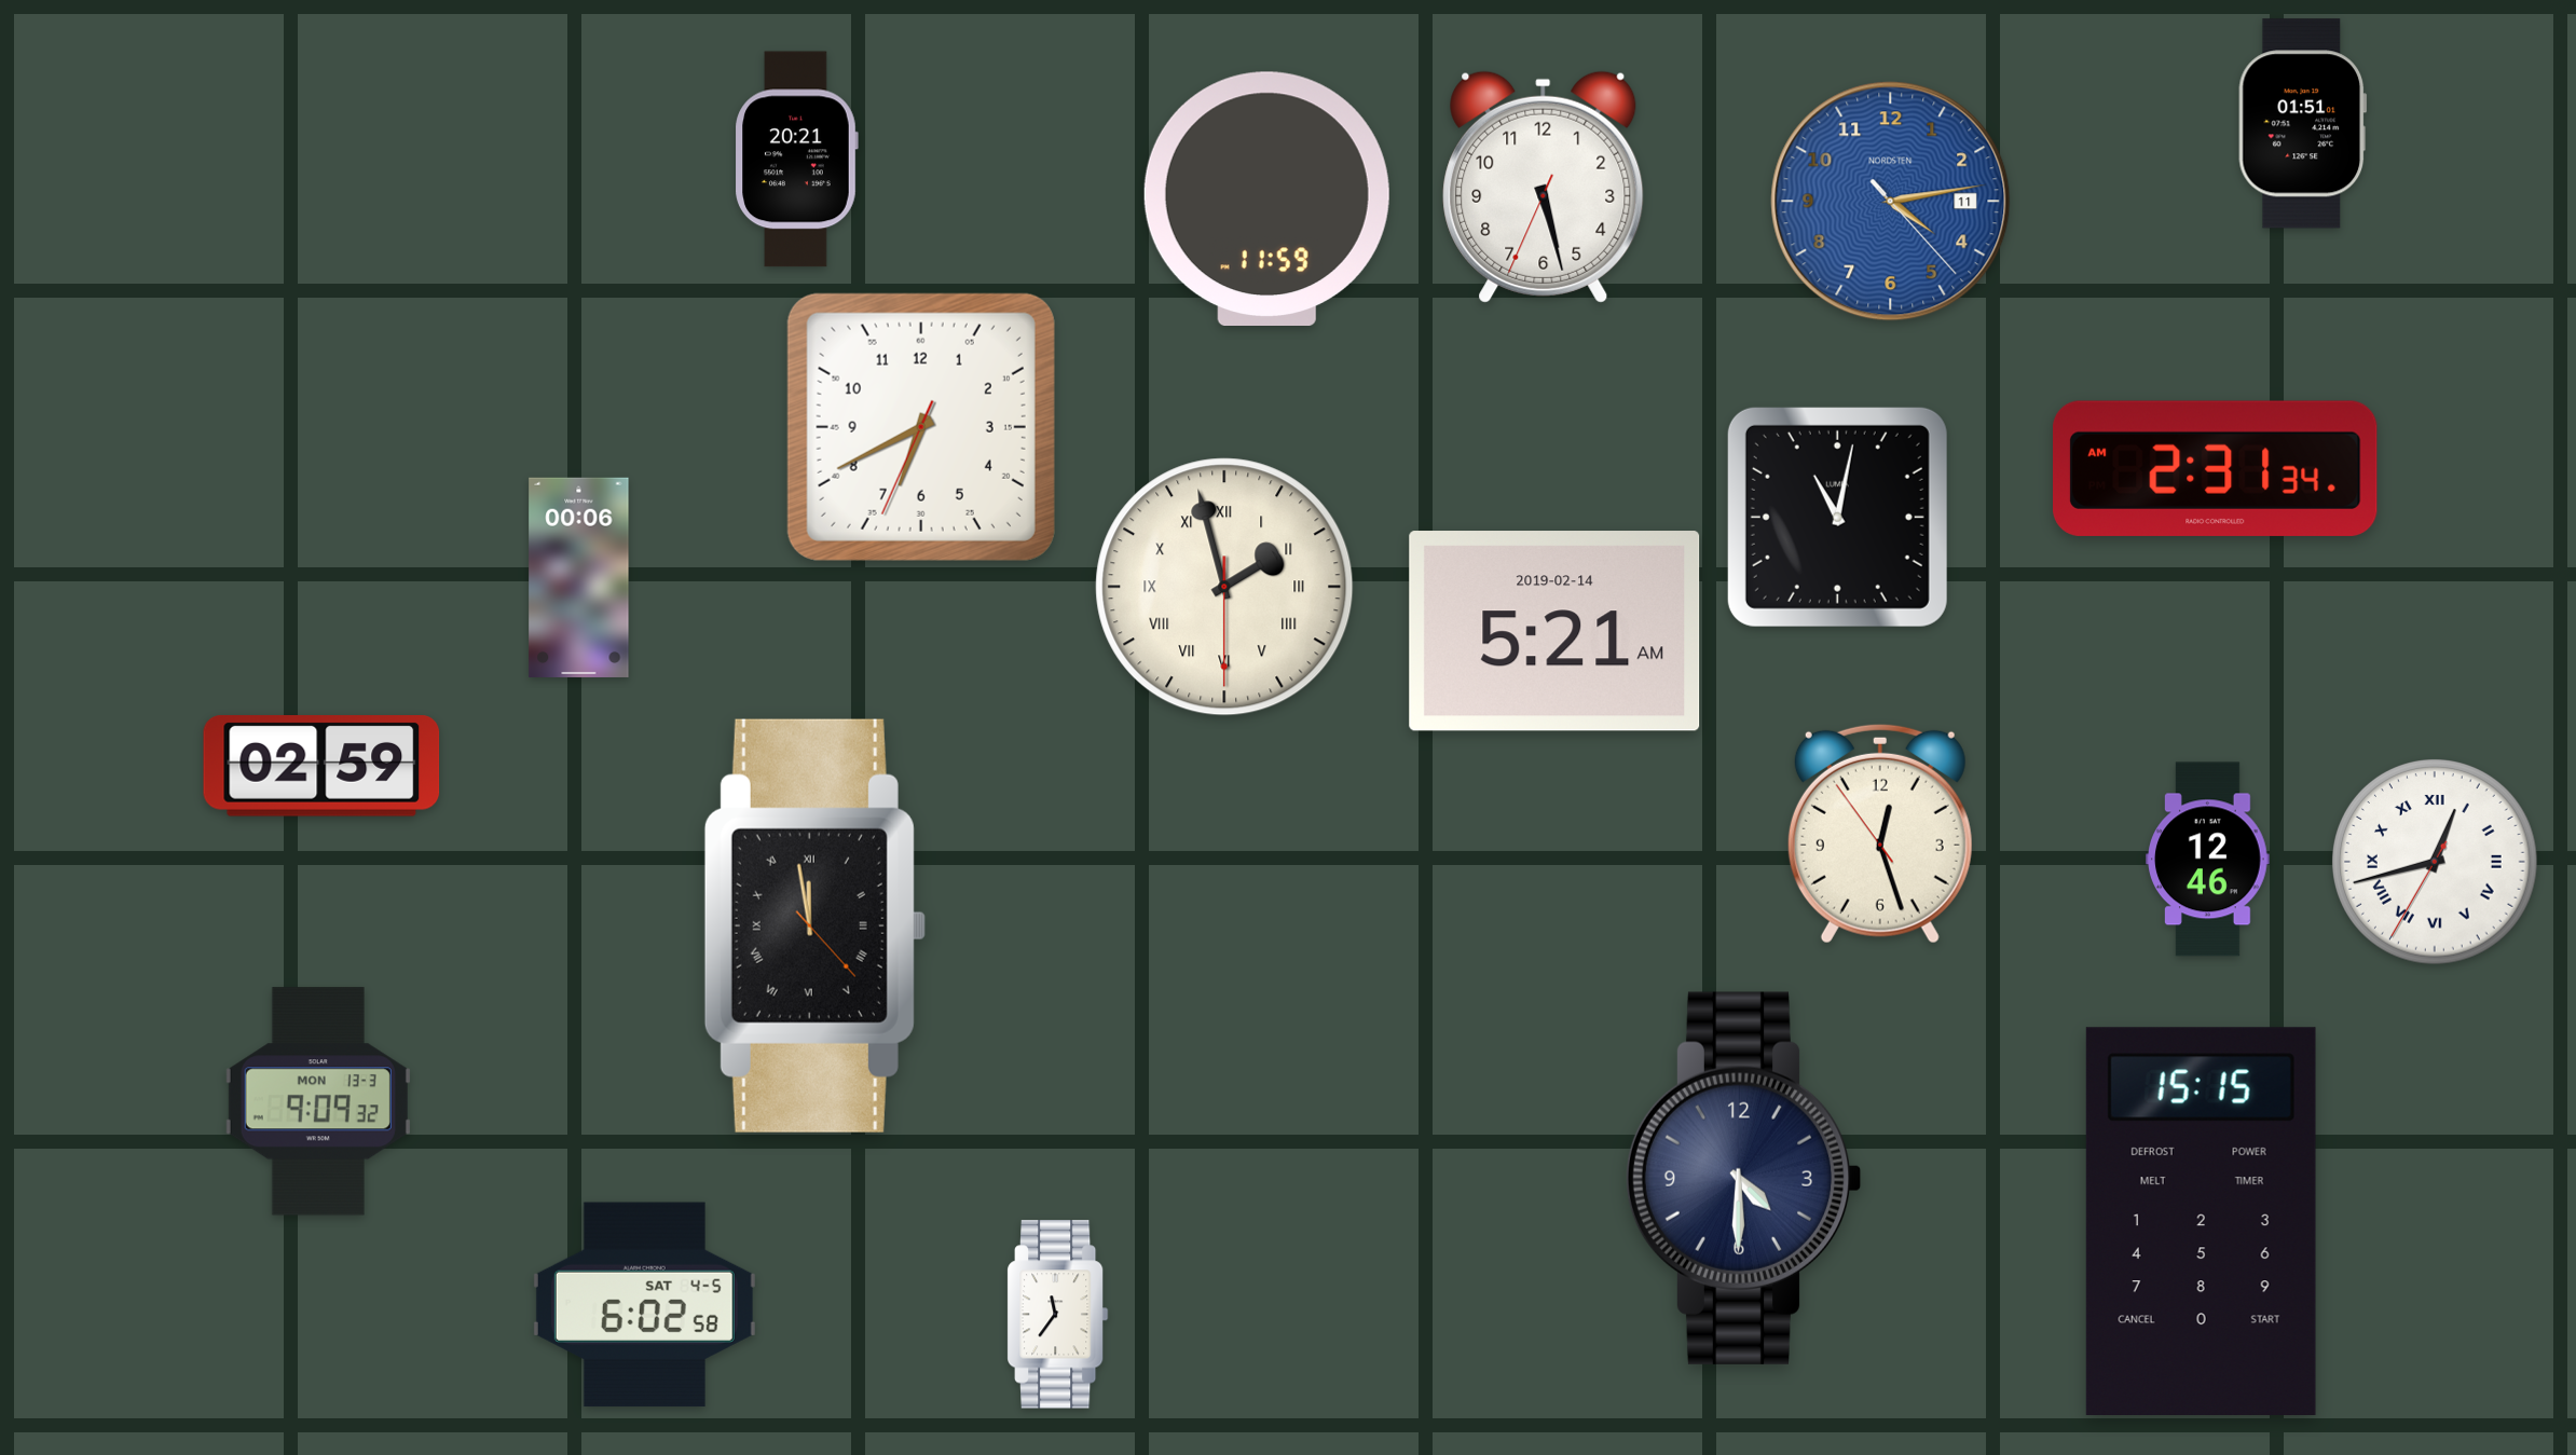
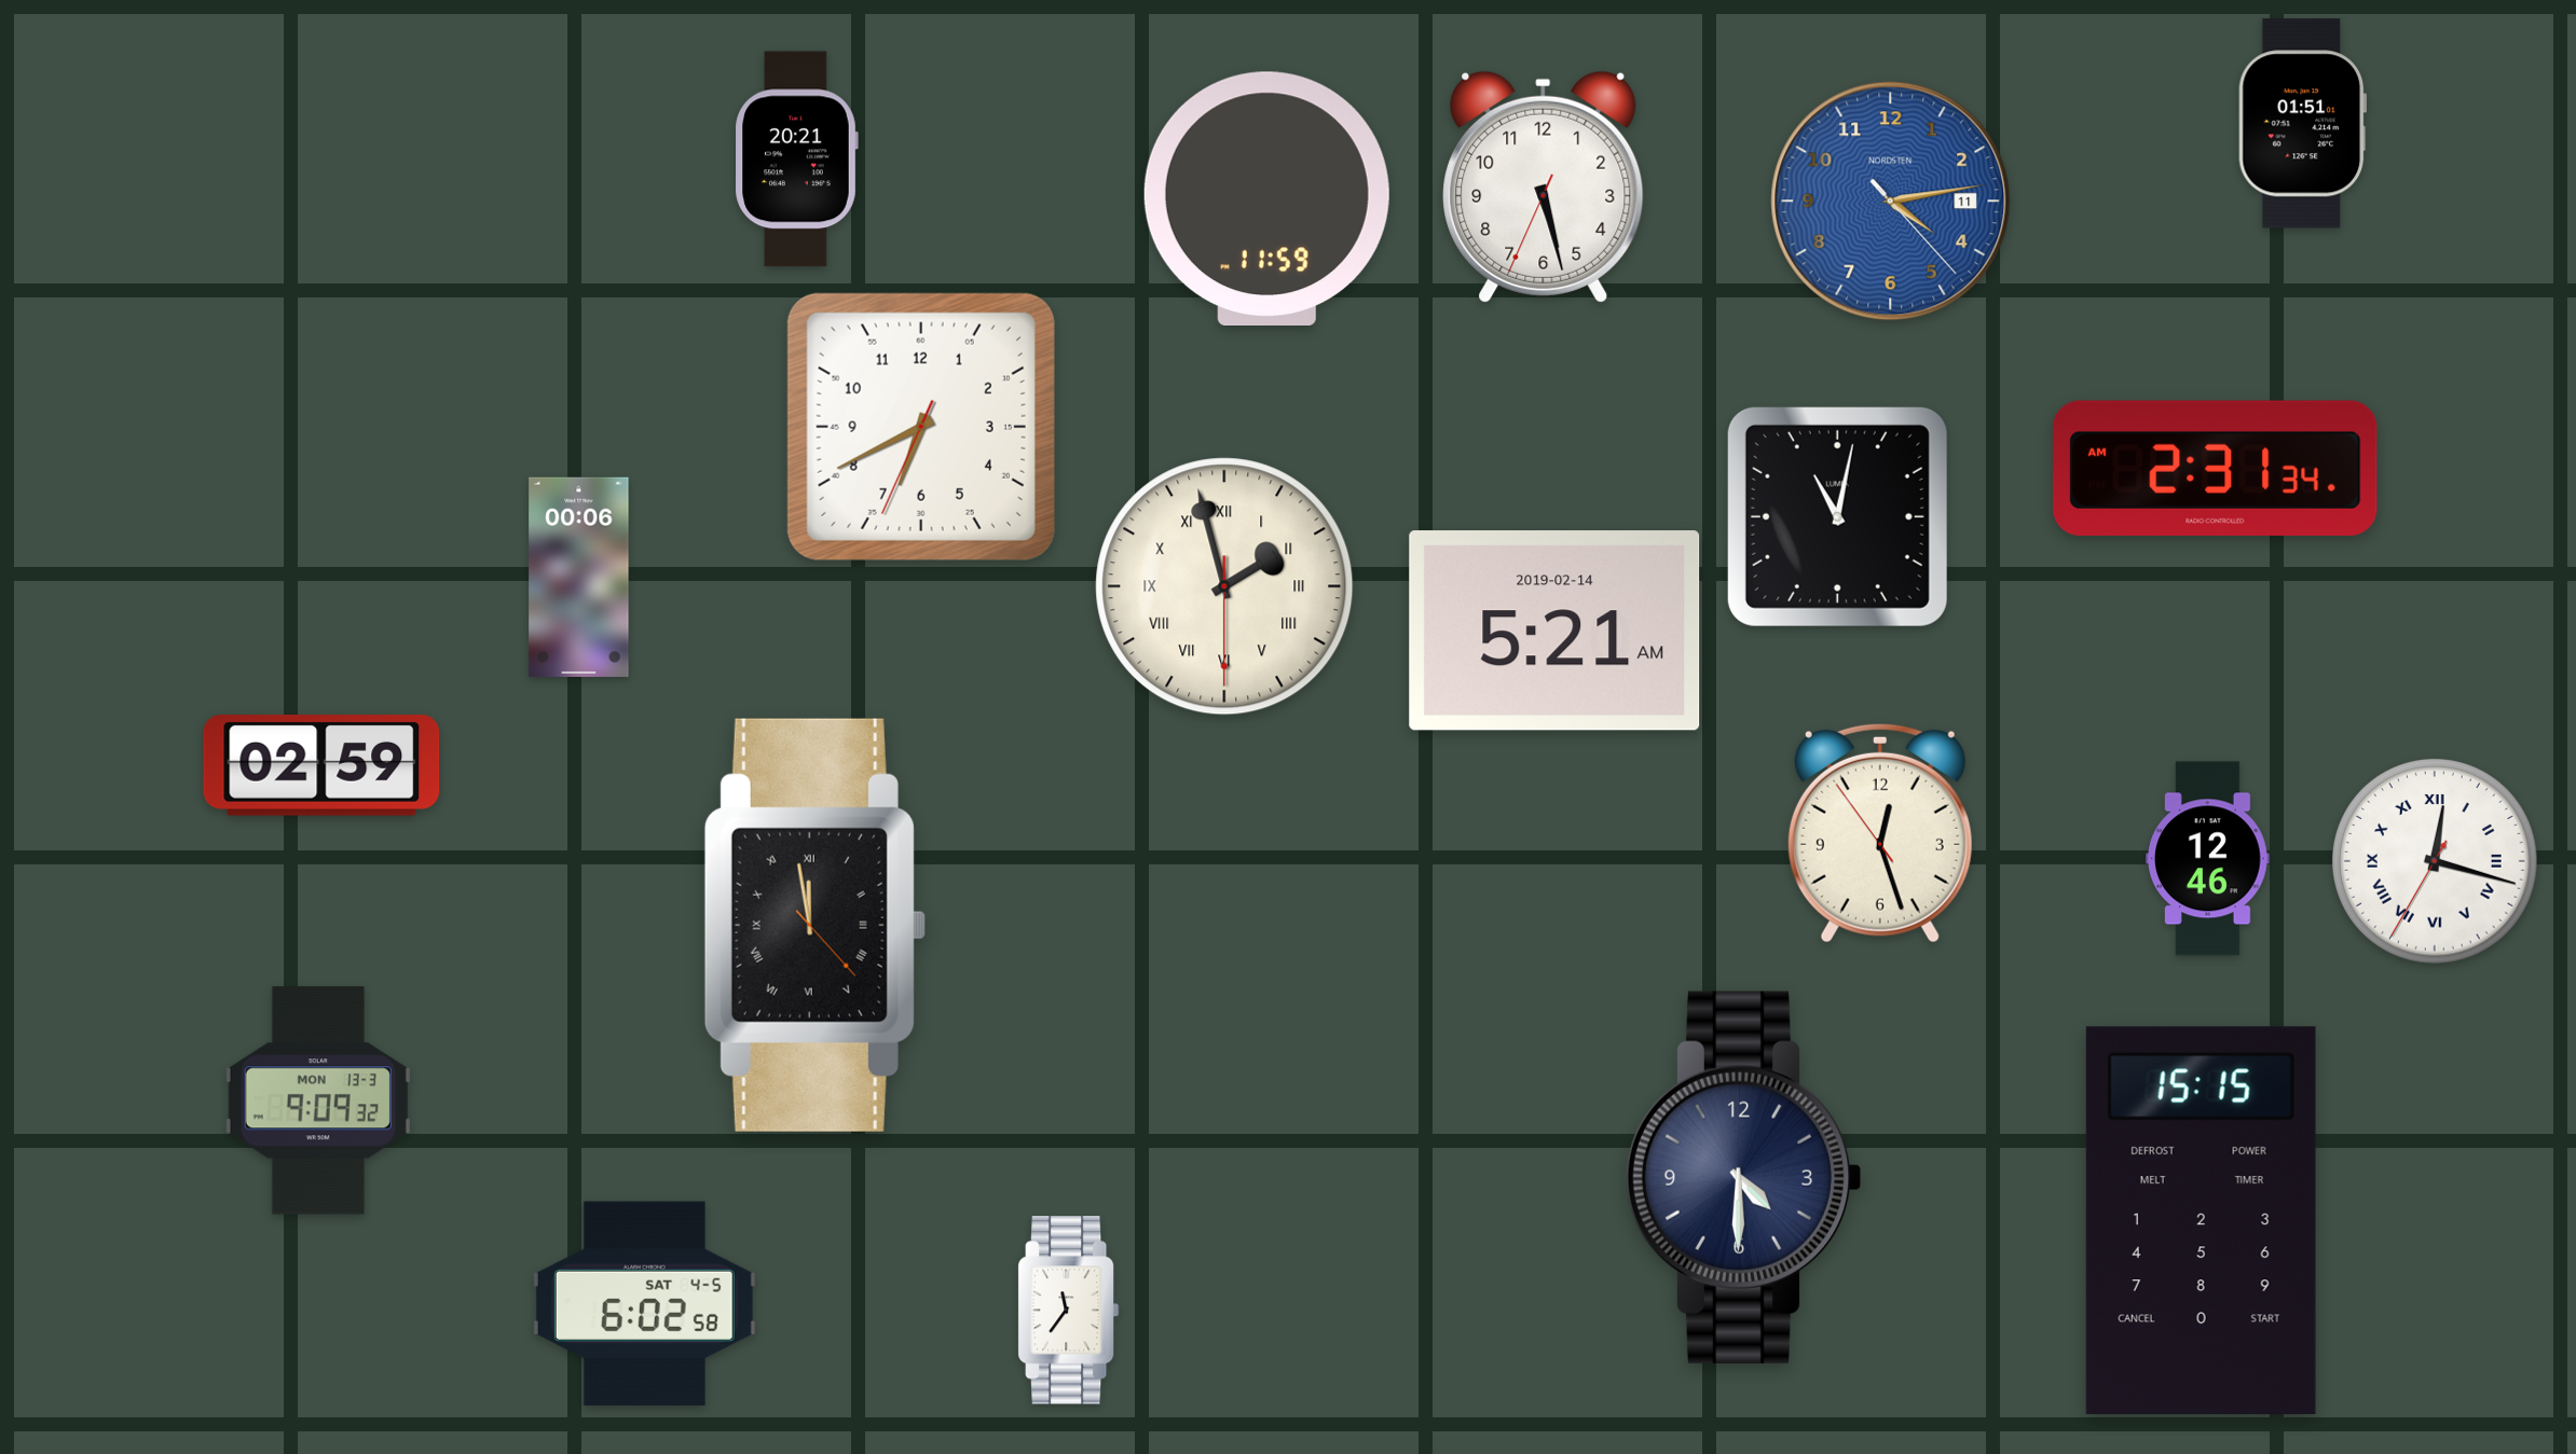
clock at (2436, 863): 12:42 -> 12:17
clock at (1058, 1315) position: (1058, 1315) -> (1069, 1311)
